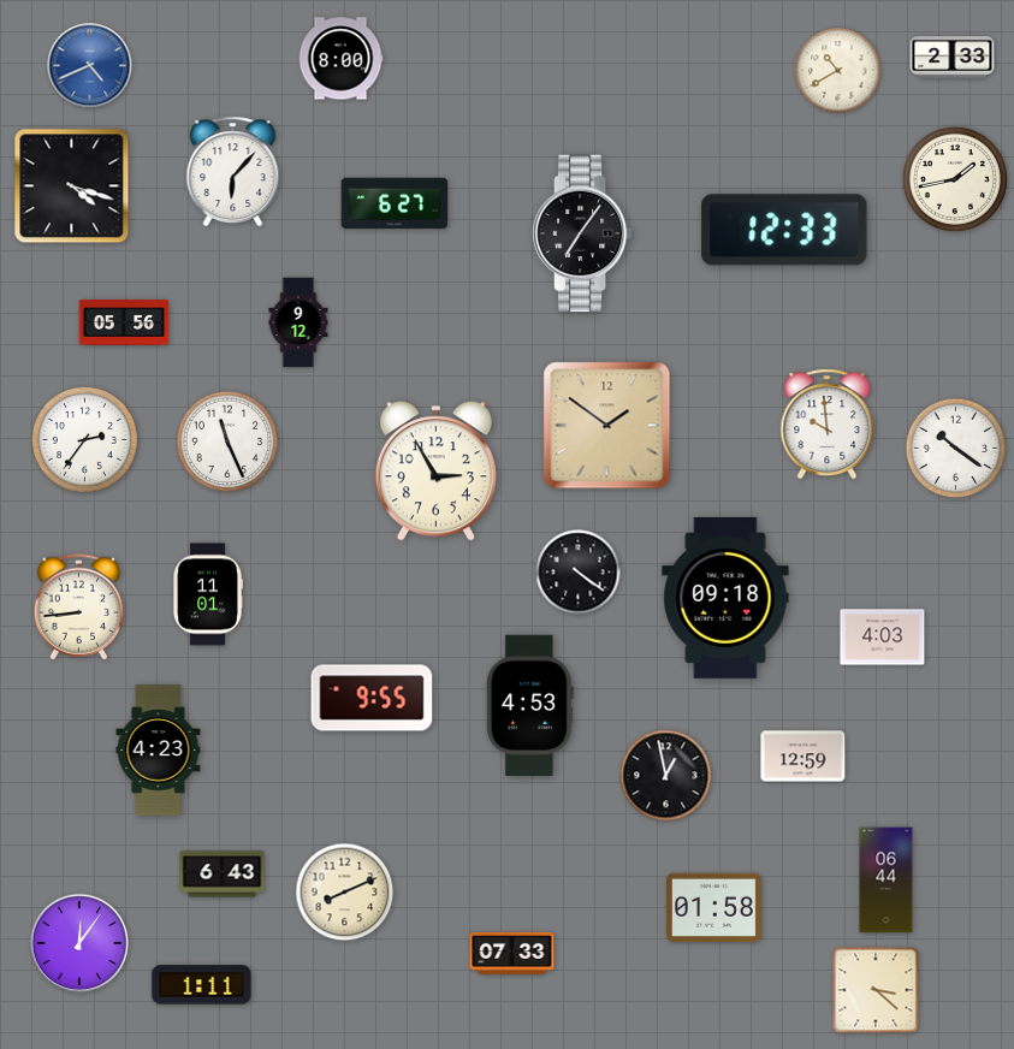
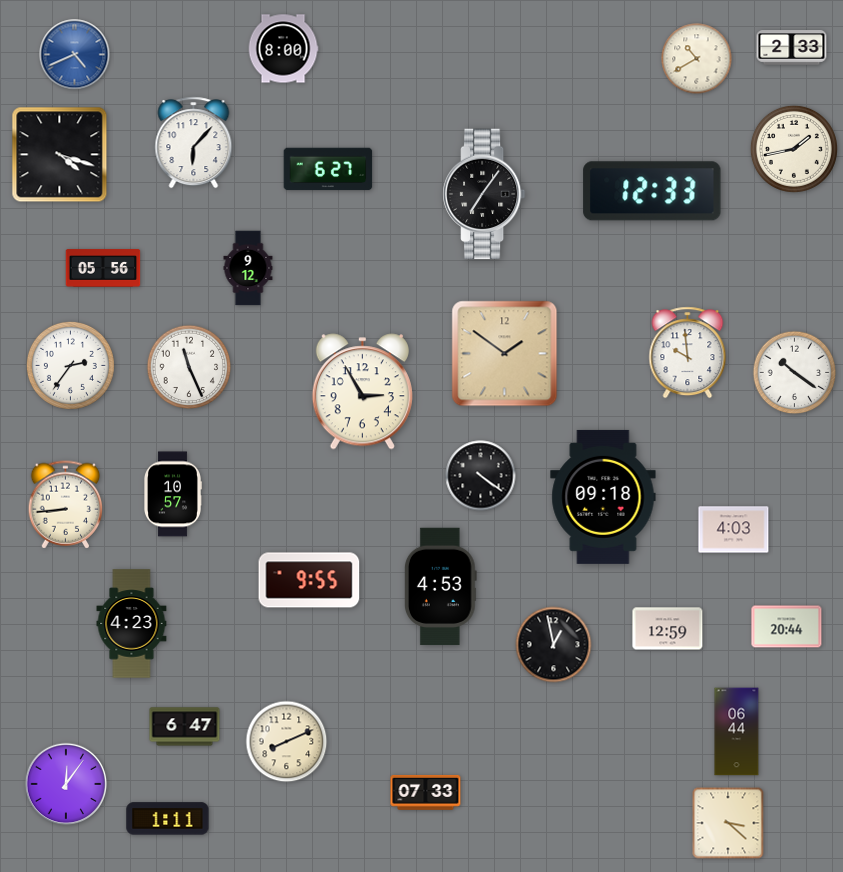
clock at (208, 594): 11:01 -> 10:57
clock at (787, 627): none -> 20:44
clock at (223, 875): 6:43 -> 6:47
clock at (714, 907): 01:58 -> none
